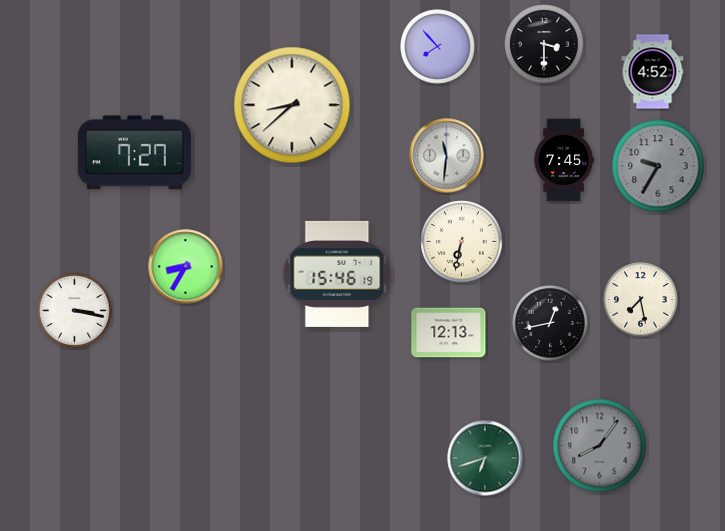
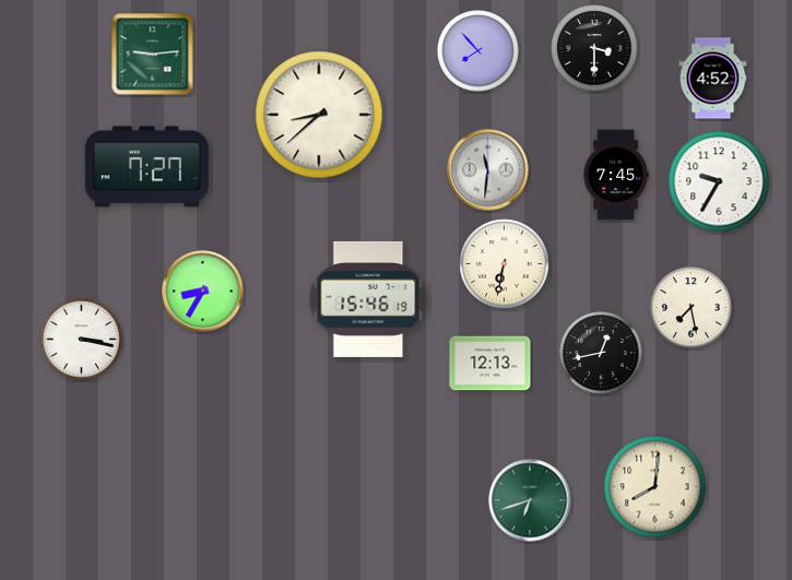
clock at (153, 55): none -> 9:14
clock at (658, 166) dial: grey -> white
clock at (641, 300) position: (641, 300) -> (691, 308)
clock at (600, 446): 8:06 -> 8:01
clock at (600, 446) dial: grey -> cream
